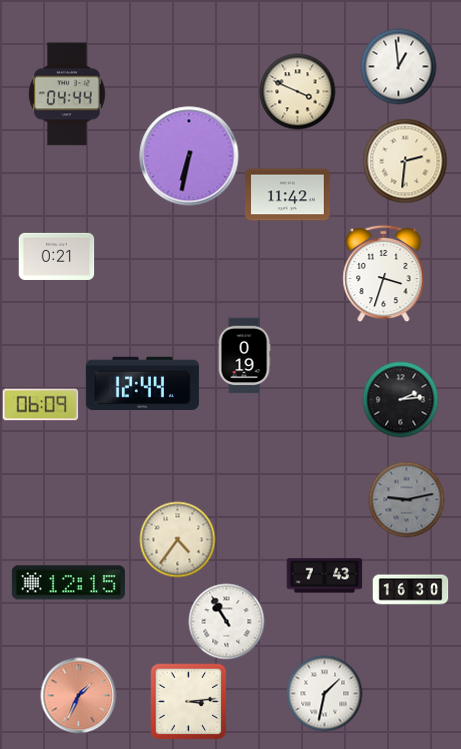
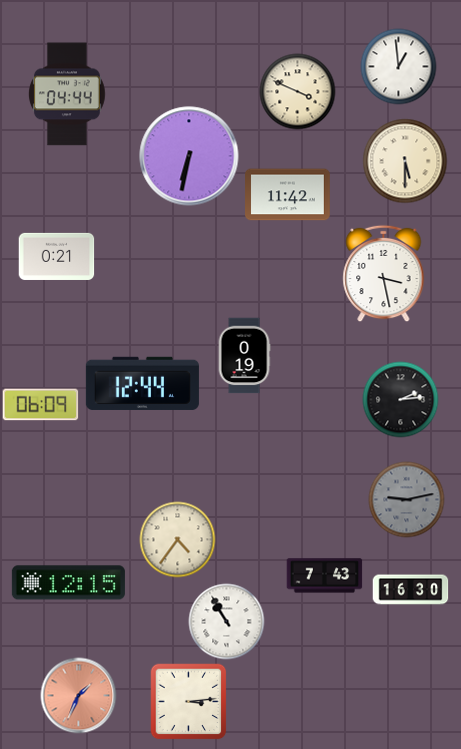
clock at (405, 161): 2:31 -> 5:30
clock at (384, 274): 3:33 -> 3:28
clock at (325, 694): 1:32 -> none
